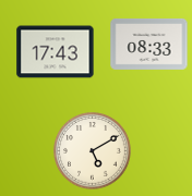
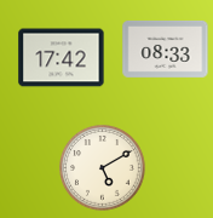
clock at (56, 52): 17:43 -> 17:42
